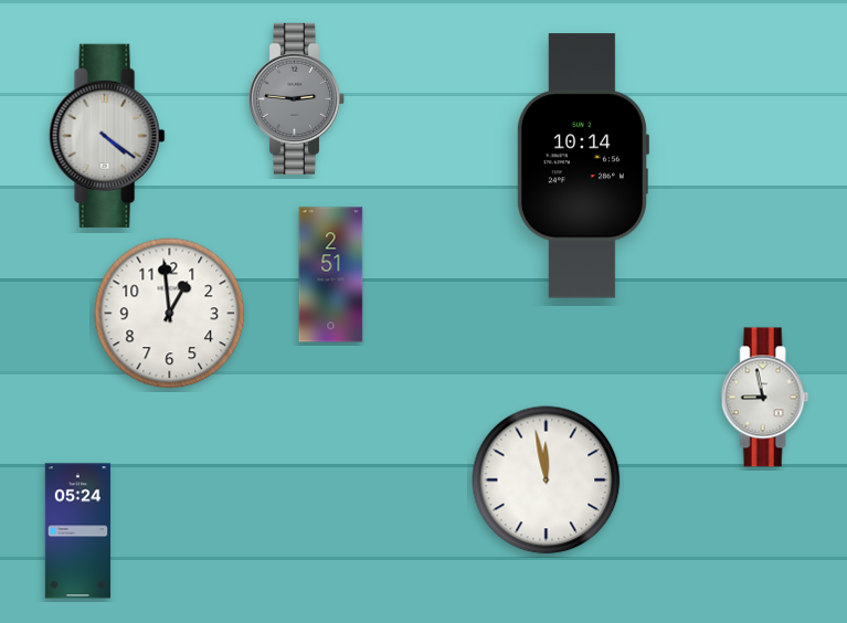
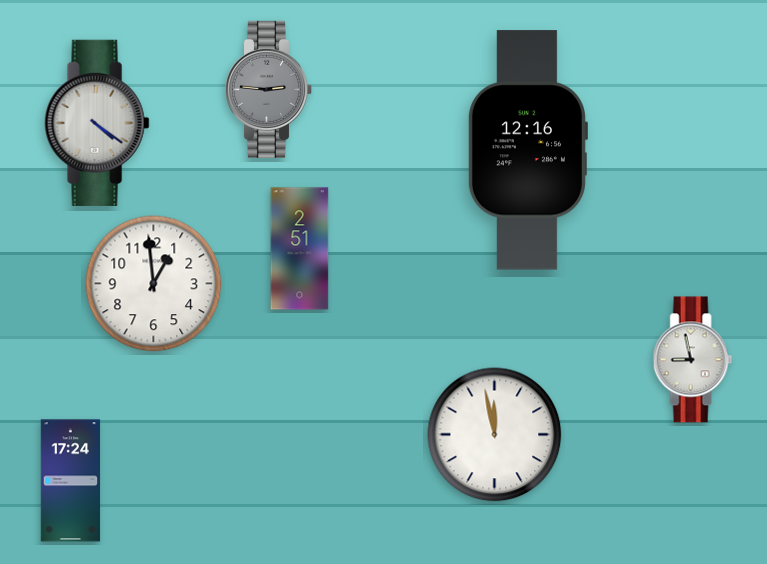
clock at (582, 166): 10:14 -> 12:16
clock at (78, 531): 05:24 -> 17:24
